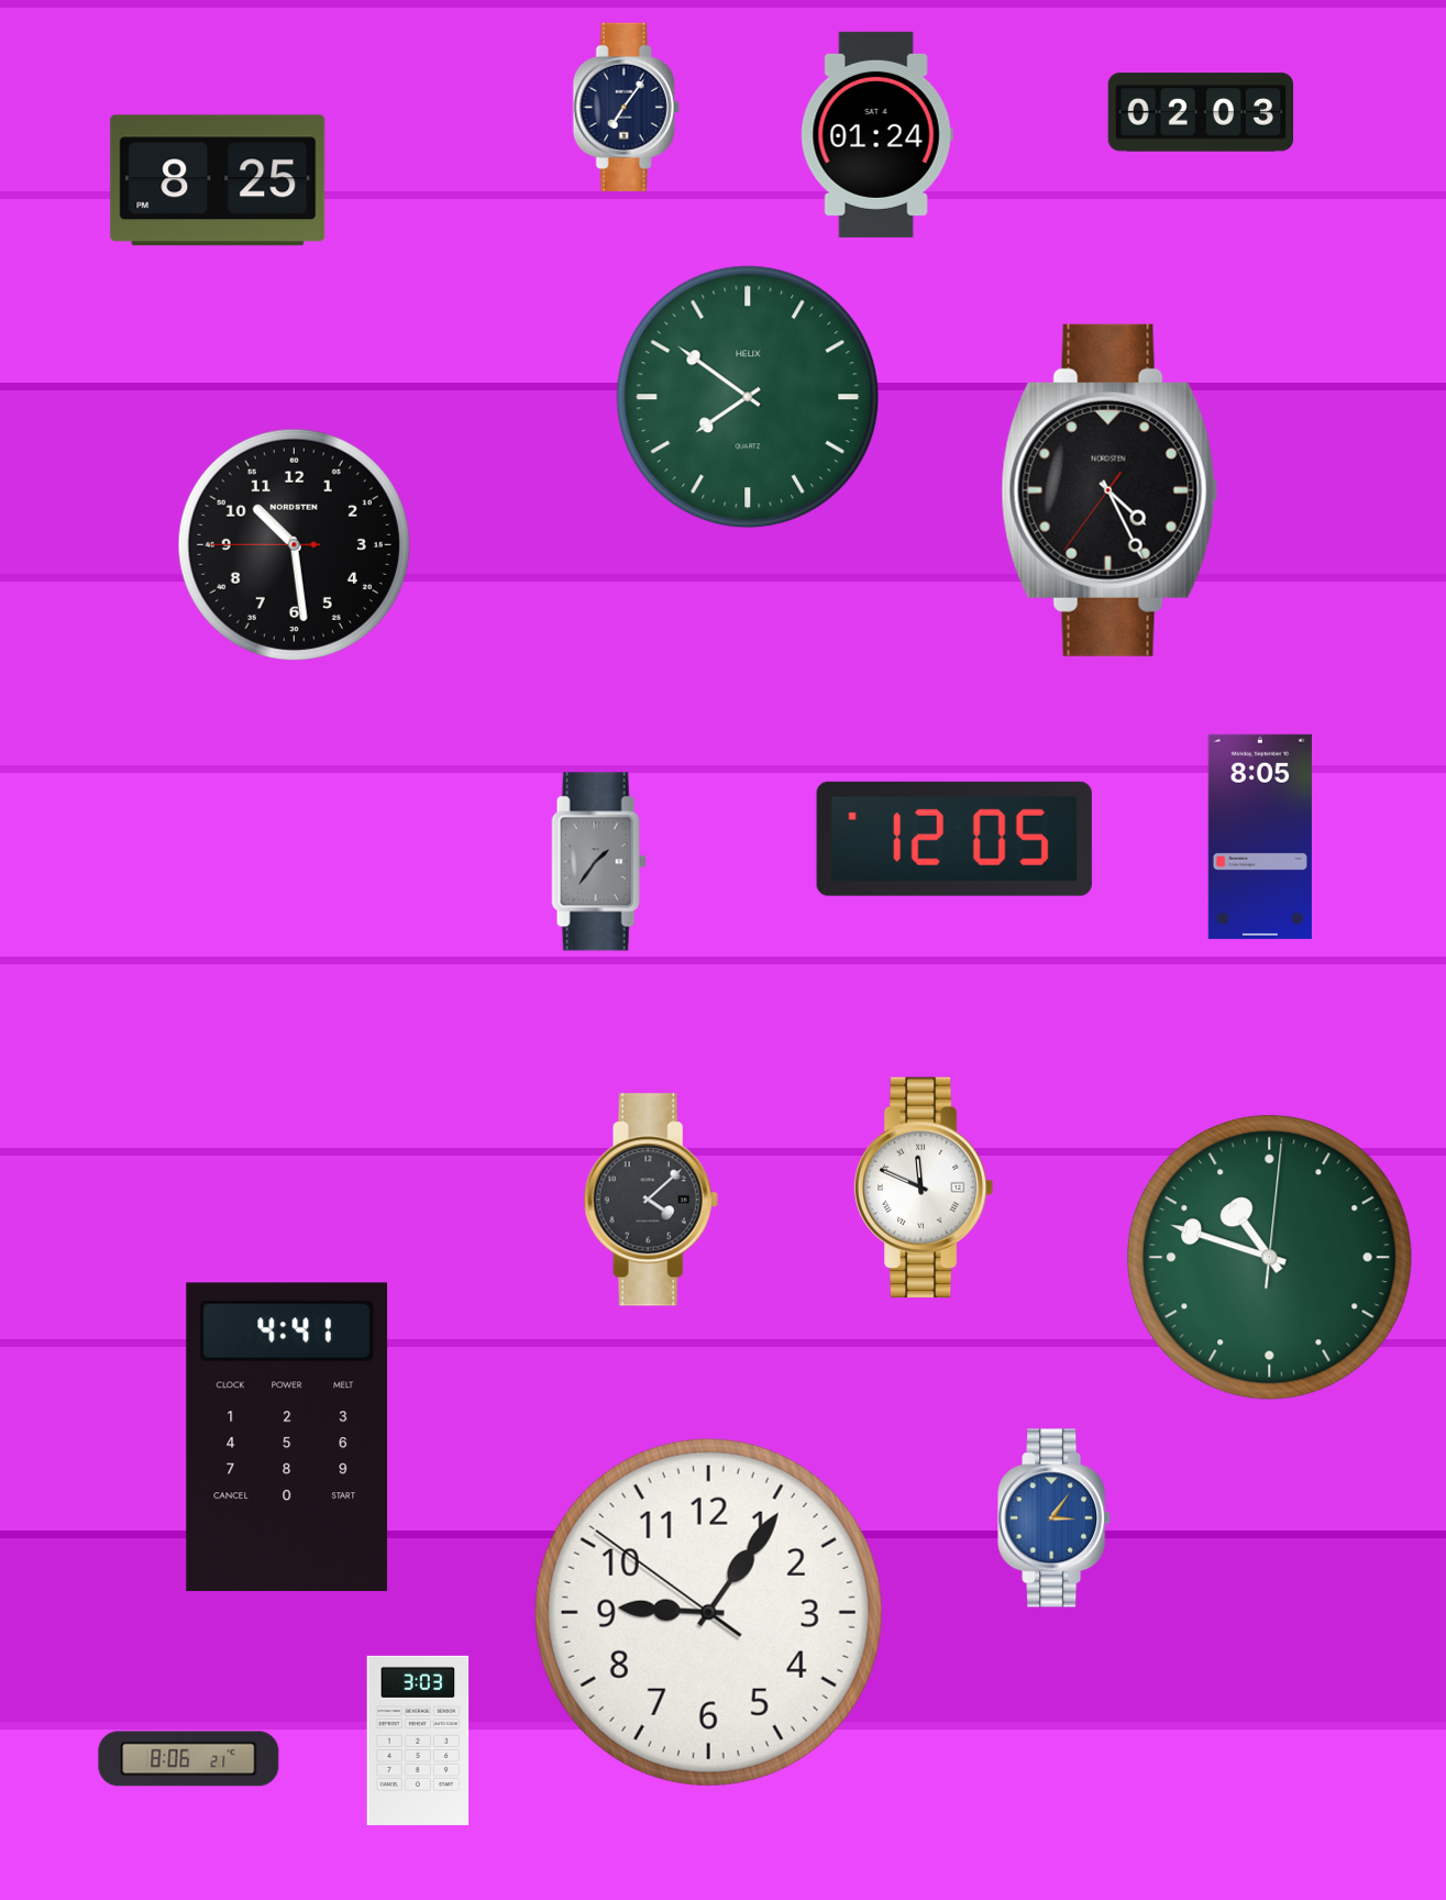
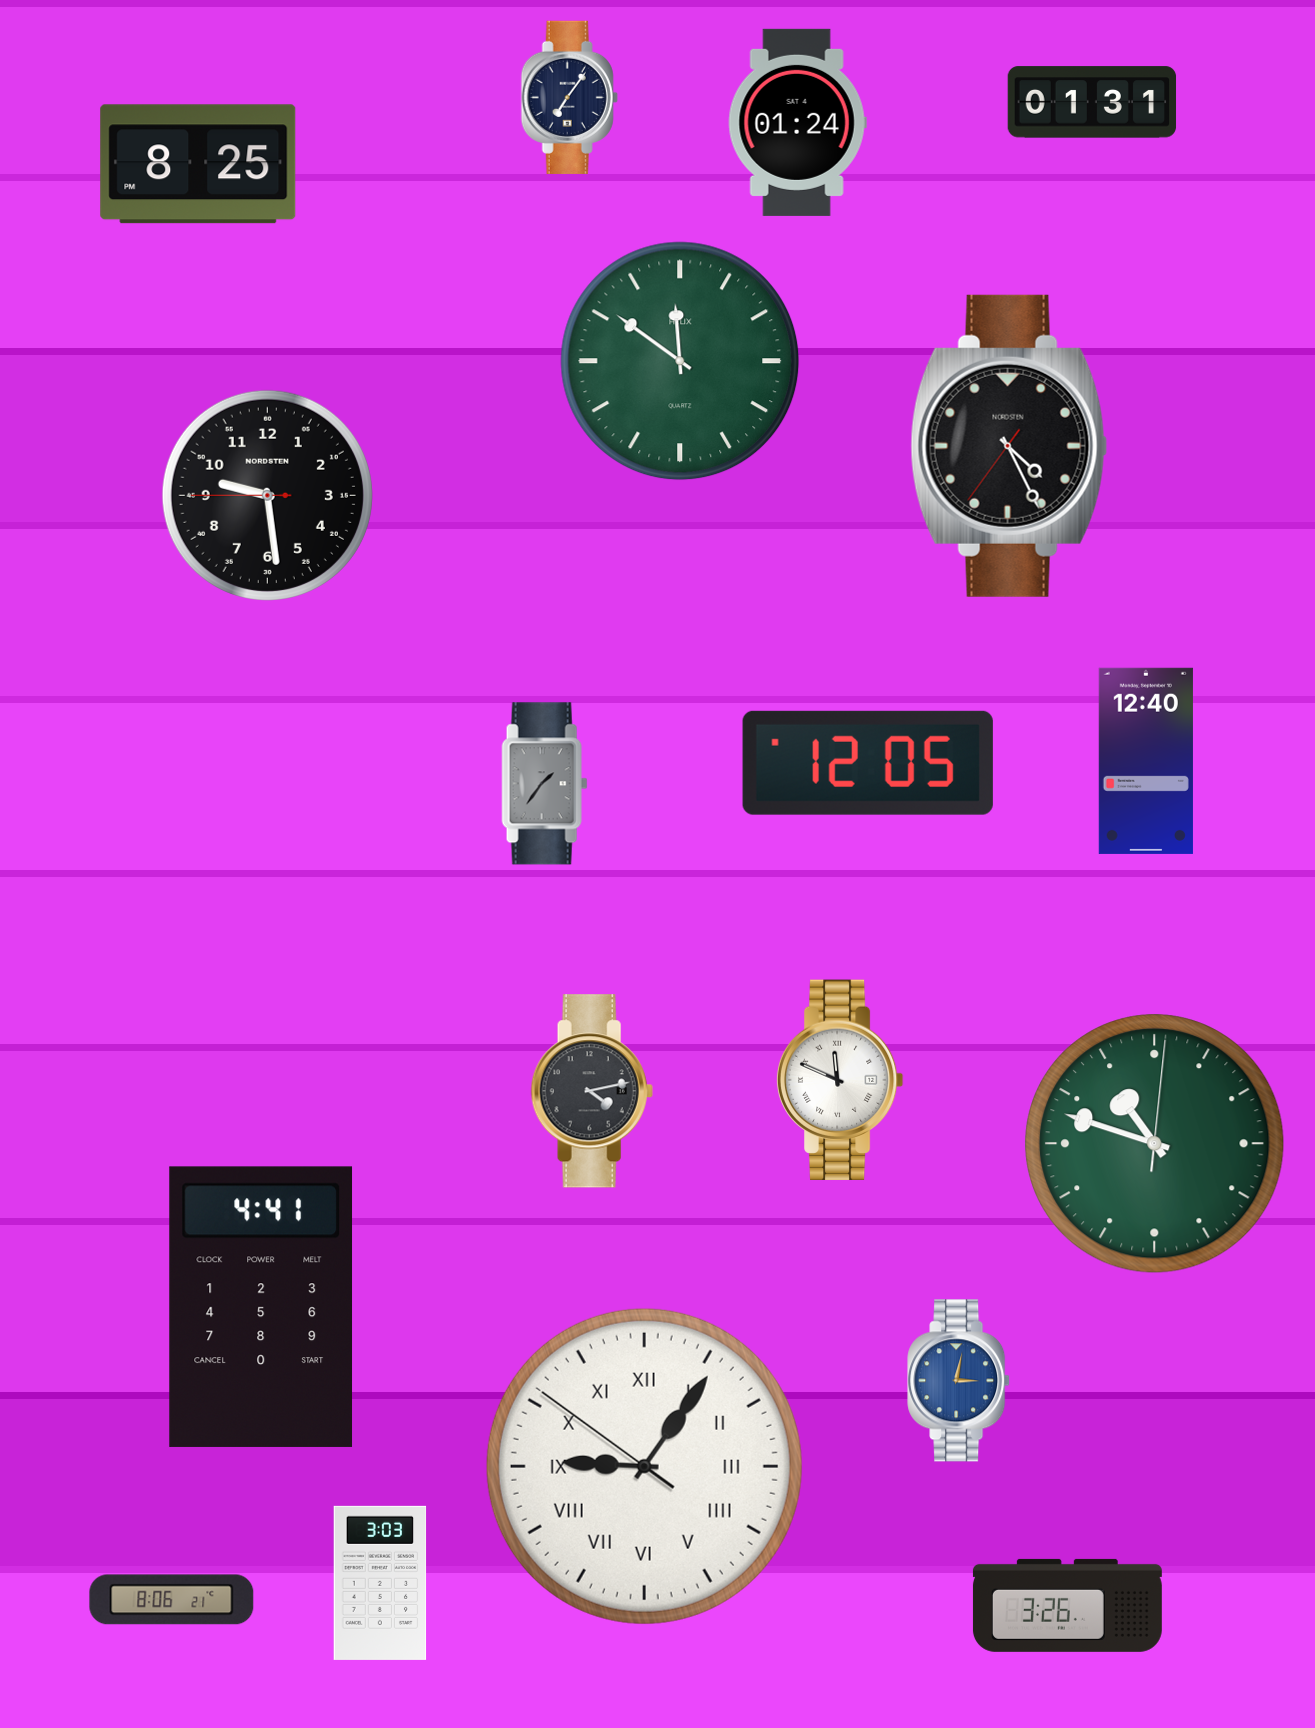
clock at (1201, 112): 02:03 -> 01:31
clock at (748, 397): 7:51 -> 11:51
clock at (294, 544): 10:28 -> 9:28
clock at (1260, 837): 8:05 -> 12:40
clock at (651, 1200): 4:08 -> 4:13
clock at (1055, 1518): 3:06 -> 3:02
clock at (708, 1612) numerals: Arabic -> Roman
clock at (1067, 1605): none -> 3:26
